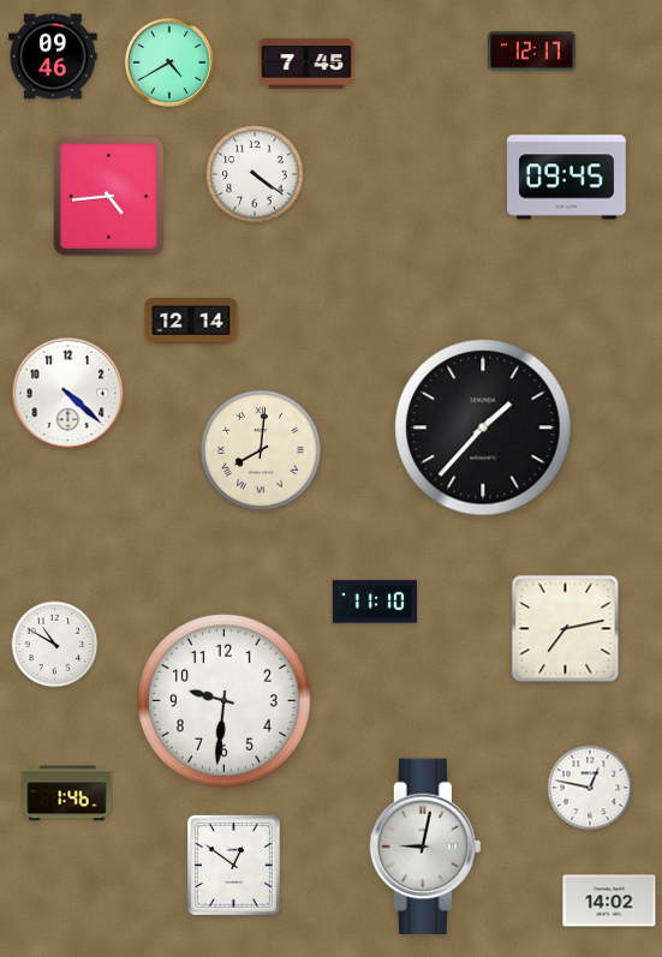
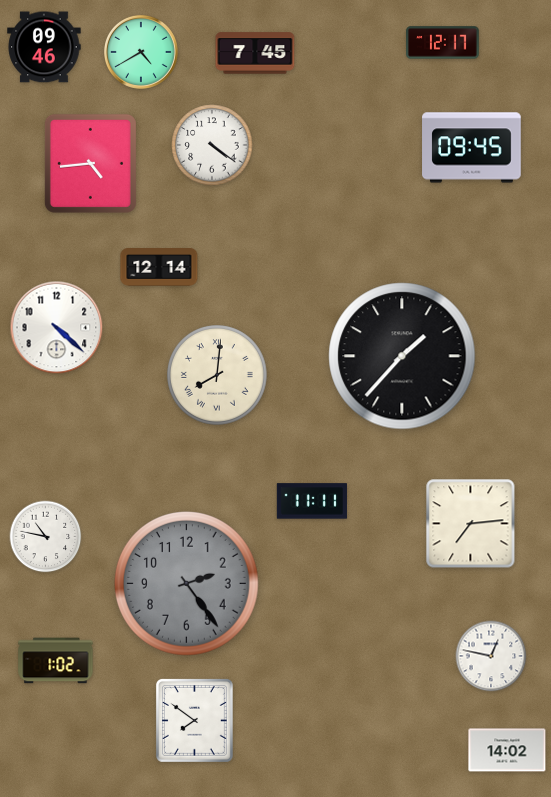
clock at (375, 602): 11:10 -> 11:11
clock at (566, 629): 7:13 -> 7:14
clock at (55, 645): 10:50 -> 10:47
clock at (223, 700): 9:31 -> 2:24
clock at (223, 700) dial: white -> grey
clock at (67, 794): 1:46 -> 1:02
clock at (425, 847): 9:02 -> none
clock at (233, 865): 12:51 -> 7:51
